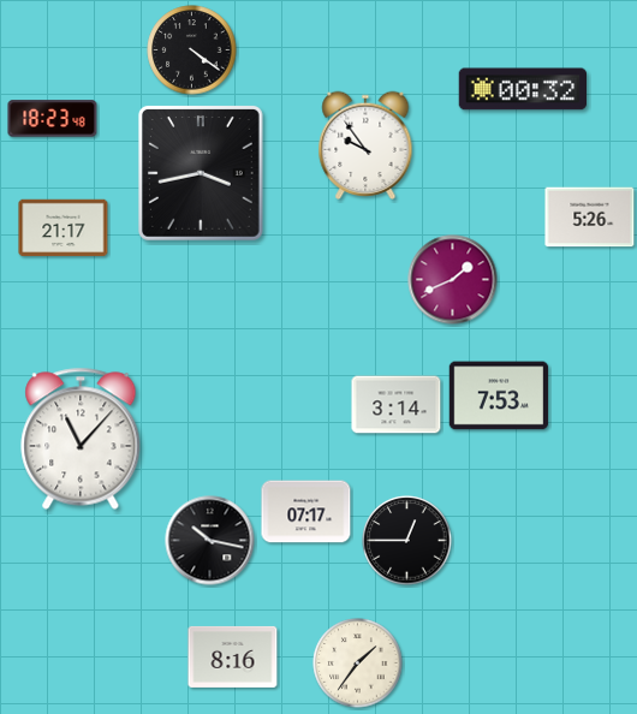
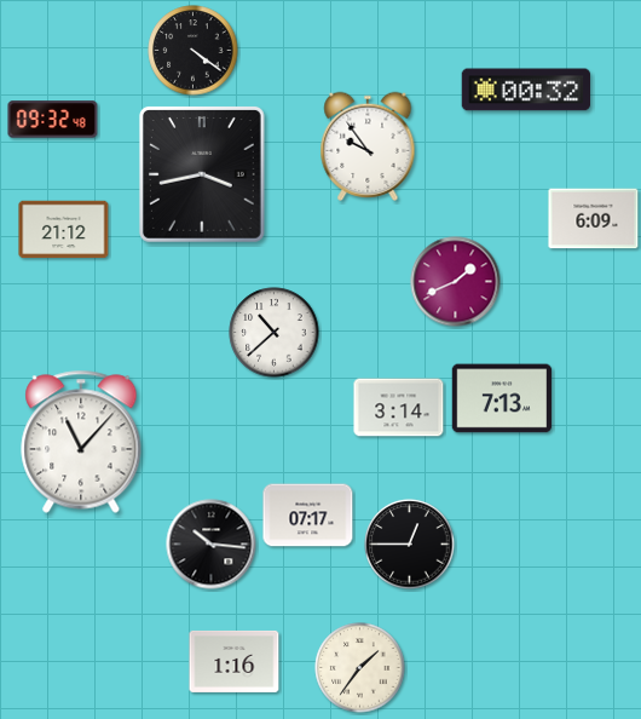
clock at (53, 119): 18:23 -> 09:32
clock at (590, 218): 5:26 -> 6:09
clock at (64, 228): 21:17 -> 21:12
clock at (275, 333): none -> 10:38
clock at (499, 395): 7:53 -> 7:13
clock at (210, 541): 10:17 -> 10:16
clock at (233, 656): 8:16 -> 1:16
